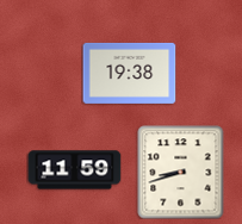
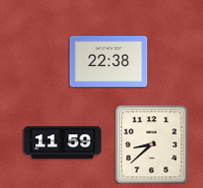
clock at (129, 73): 19:38 -> 22:38
clock at (181, 172): 8:42 -> 8:38
